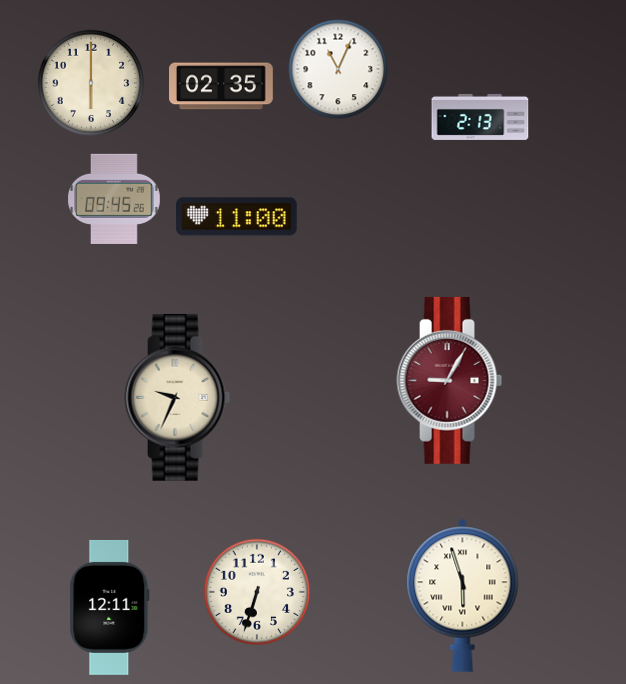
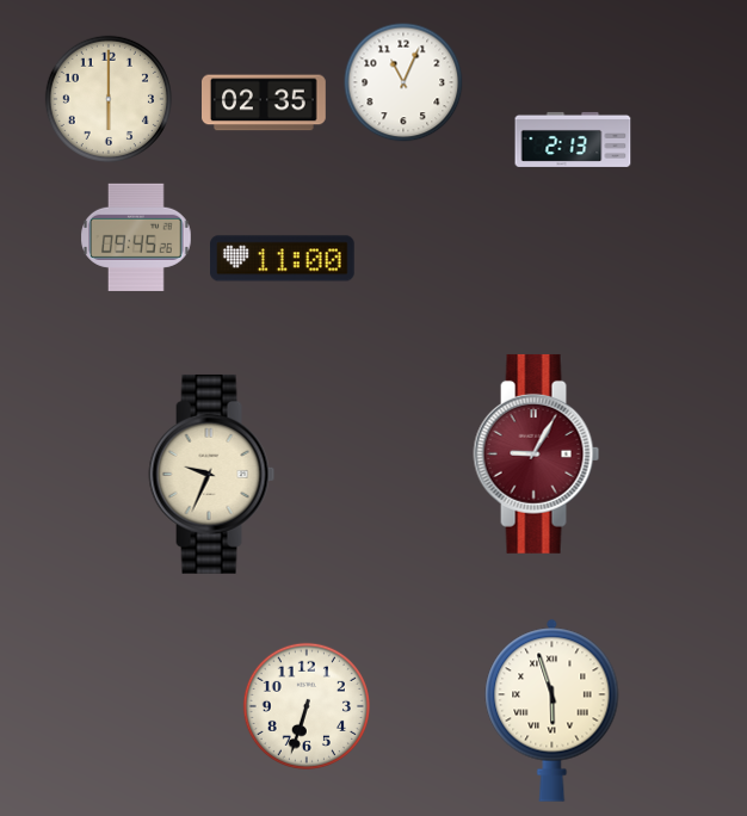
clock at (110, 607): 12:11 -> none
